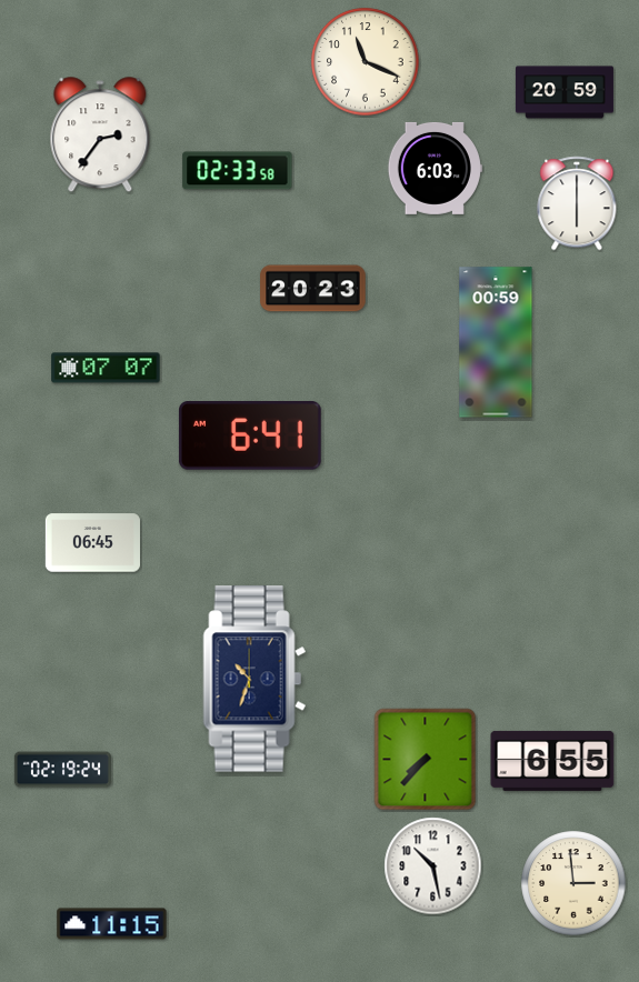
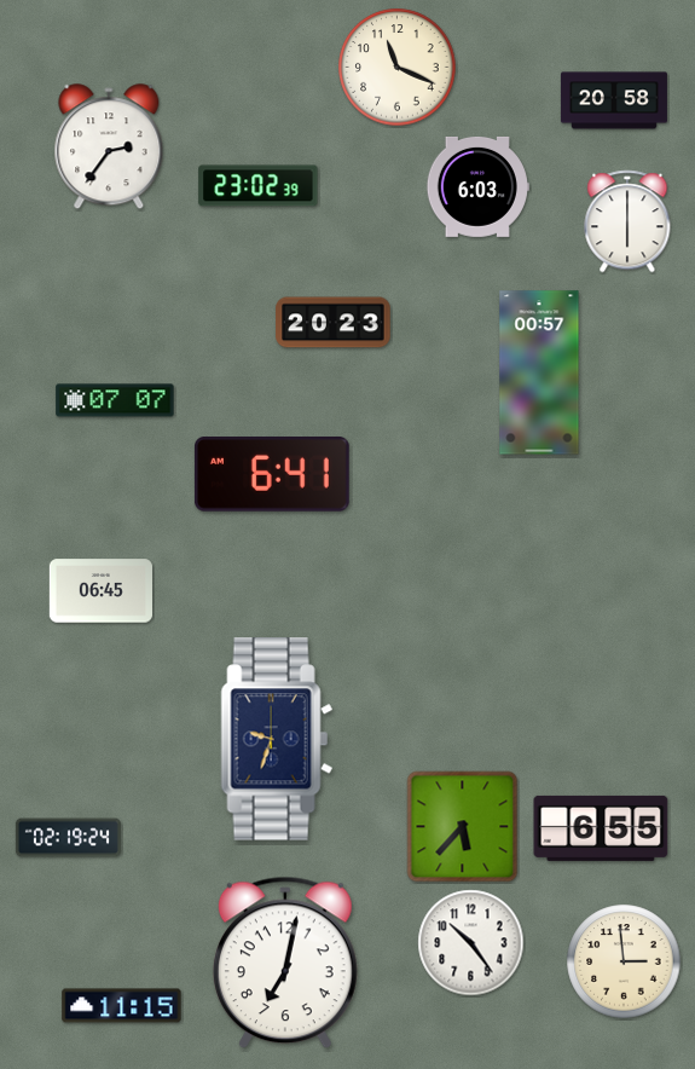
clock at (565, 92): 20:59 -> 20:58
clock at (435, 168) position: (435, 168) -> (477, 186)
clock at (238, 171): 02:33 -> 23:02
clock at (313, 289) position: (313, 289) -> (334, 323)
clock at (496, 342): 00:59 -> 00:57
clock at (254, 679): 10:33 -> 9:33
clock at (426, 760): 7:37 -> 5:37
clock at (433, 866): 10:28 -> 10:24
clock at (285, 963): none -> 7:02
